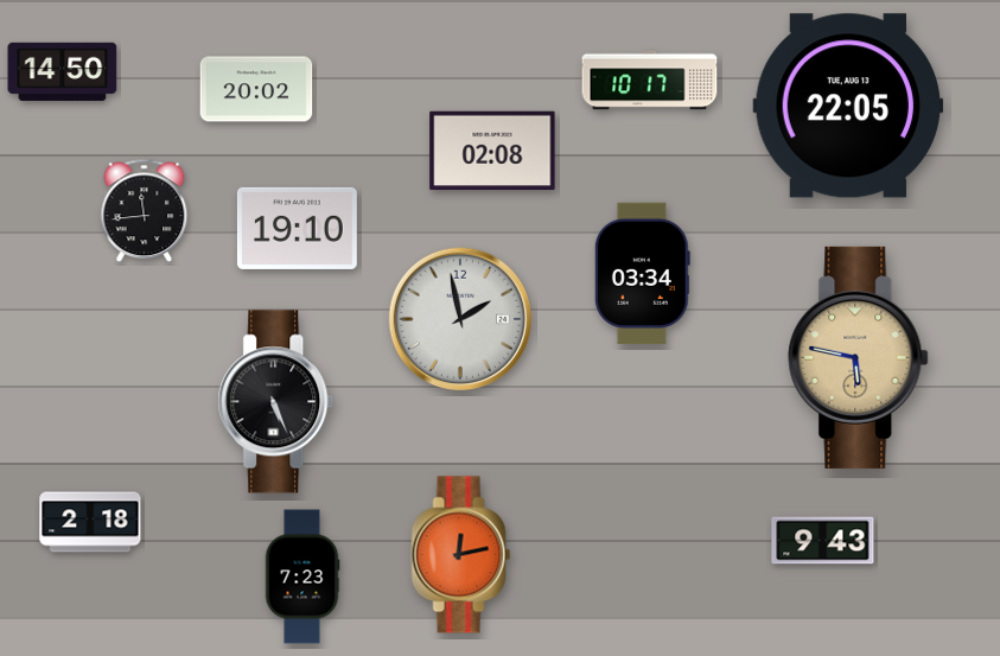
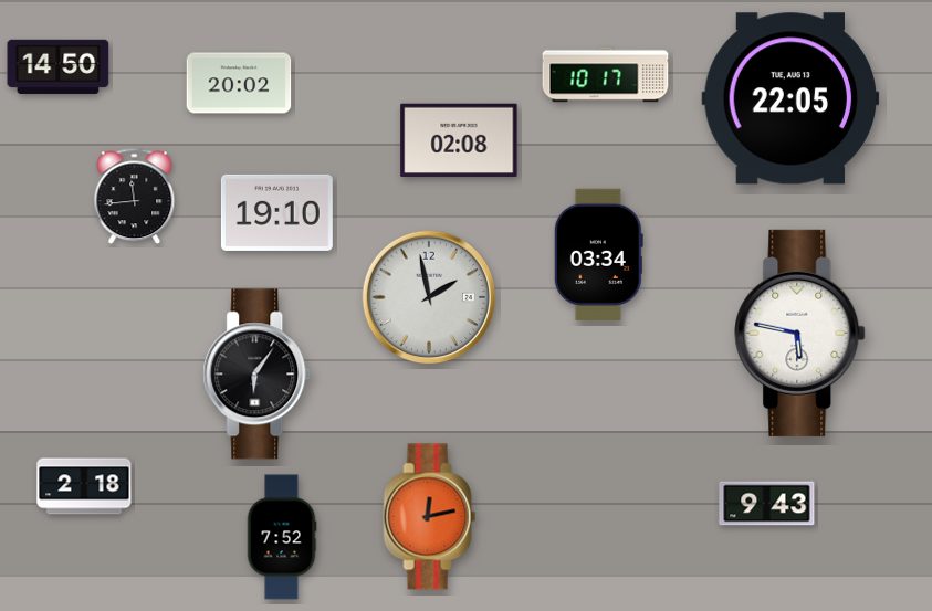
clock at (859, 357) dial: champagne -> white
clock at (276, 402): 5:26 -> 6:06
clock at (302, 577): 7:23 -> 7:52
